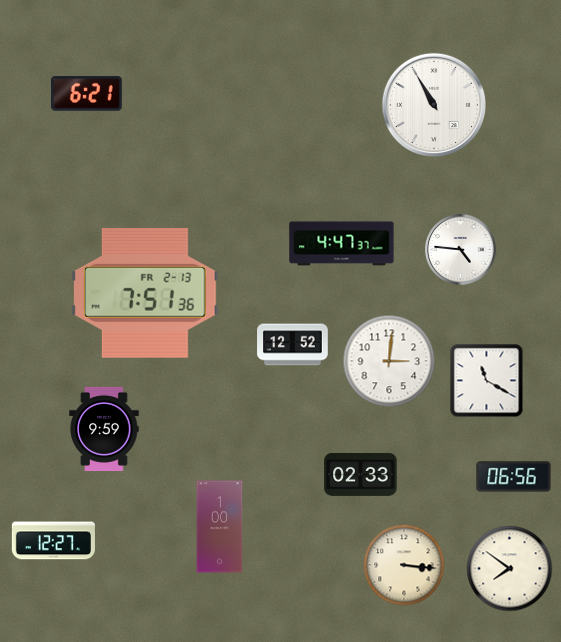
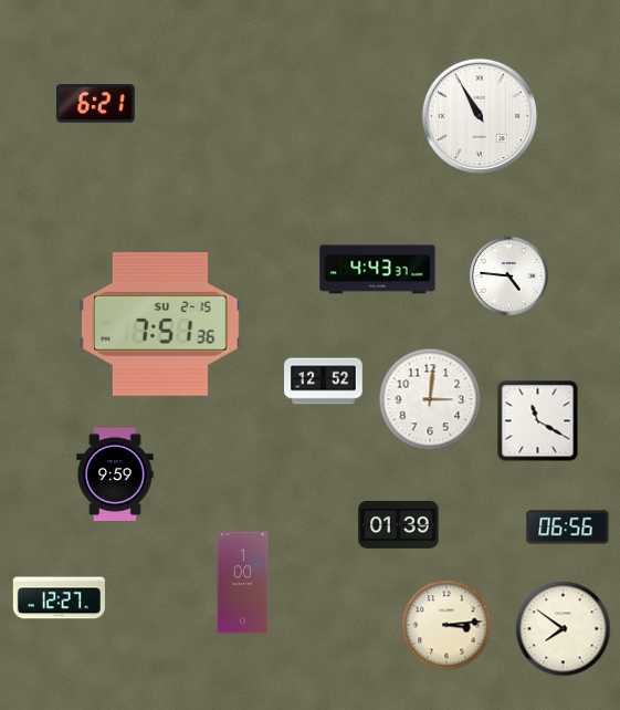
clock at (342, 244): 4:47 -> 4:43
clock at (145, 293) date: FR 2-13 -> SU 2-15
clock at (361, 475): 02:33 -> 01:39
clock at (404, 565): 3:16 -> 3:14
